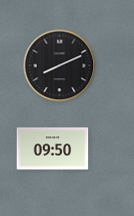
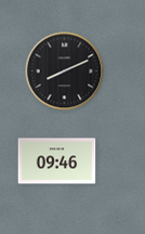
clock at (53, 149): 09:50 -> 09:46
